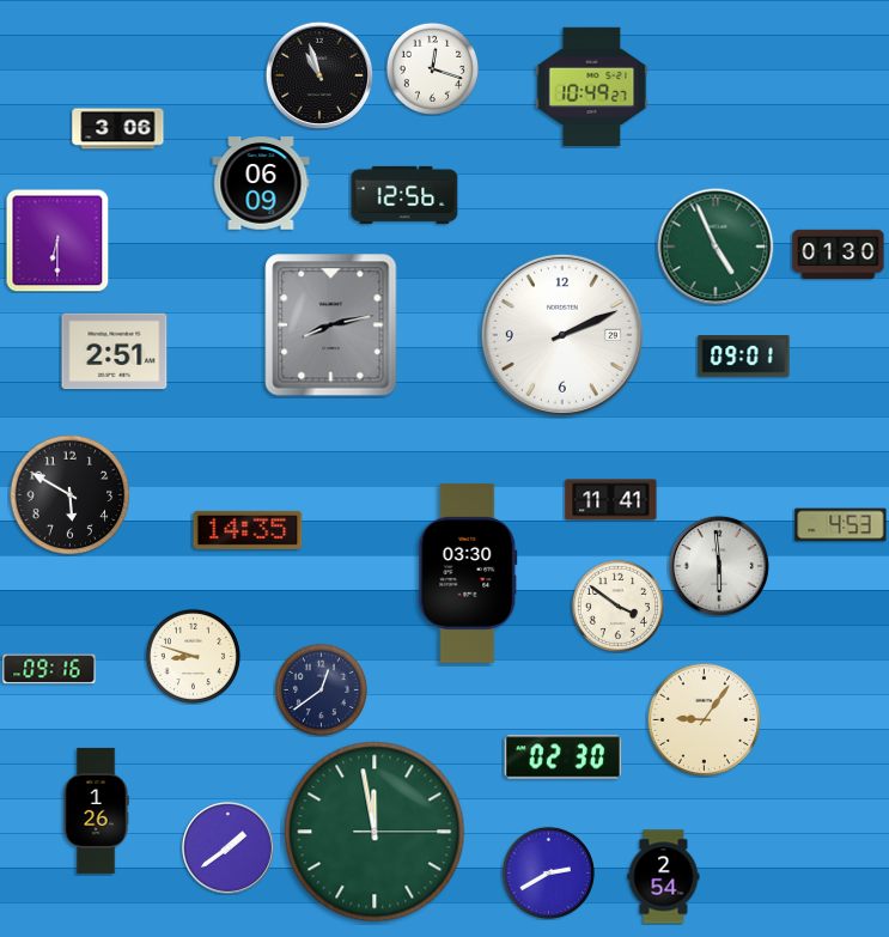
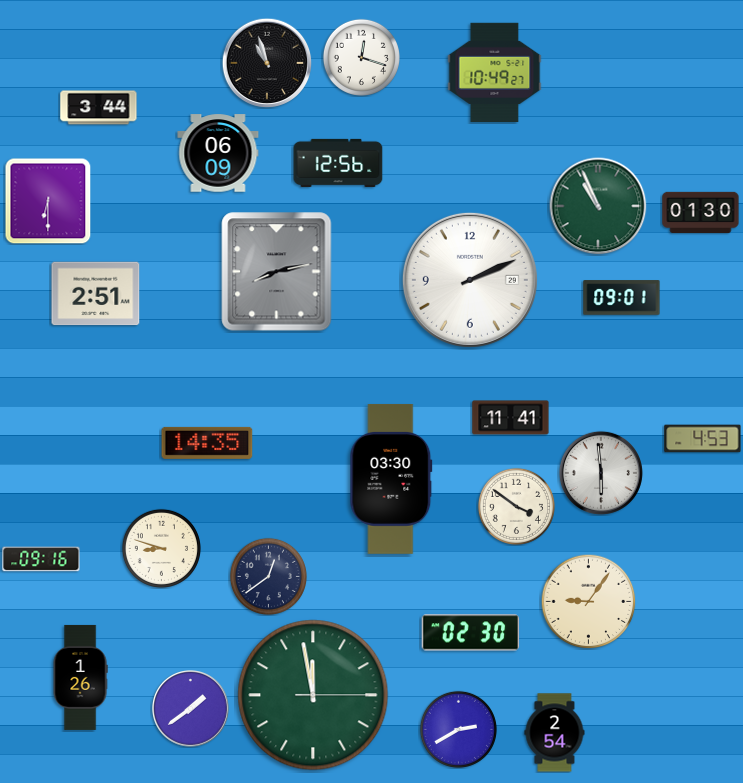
clock at (118, 129): 3:06 -> 3:44
clock at (716, 247): 4:56 -> 10:56
clock at (71, 495): 5:50 -> none
